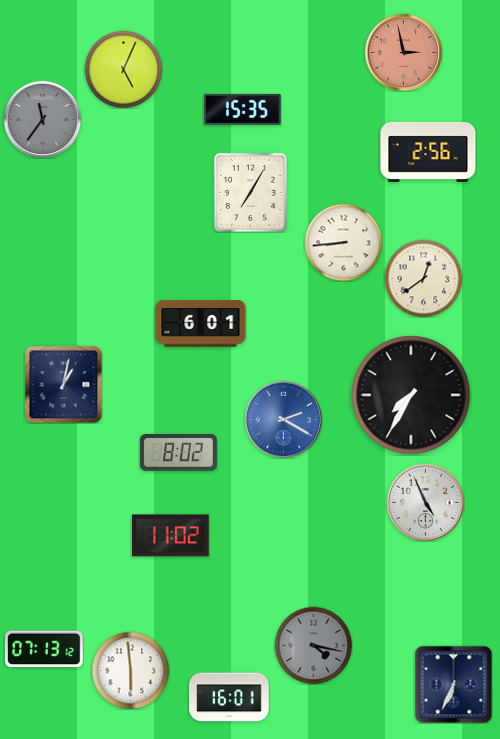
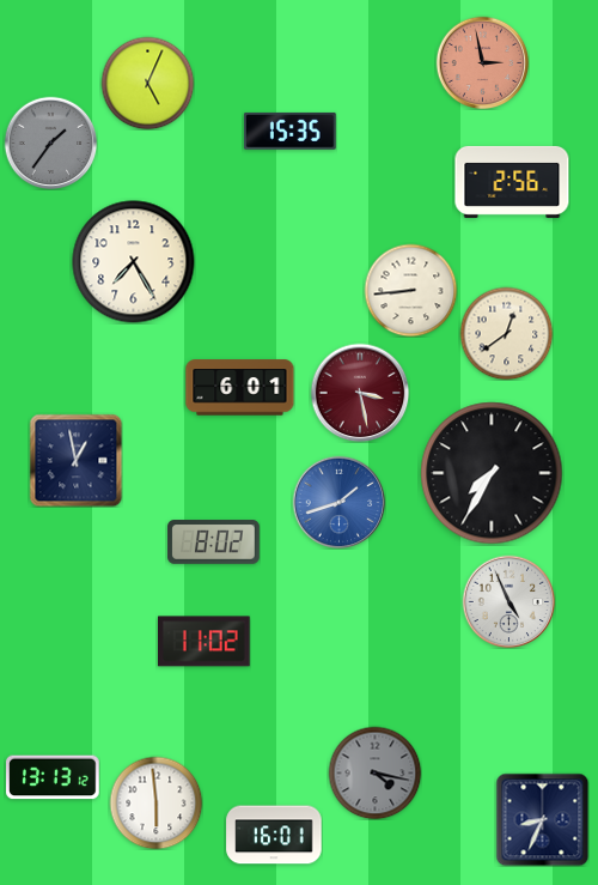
clock at (42, 119): 11:36 -> 1:36
clock at (251, 192): 7:05 -> none
clock at (134, 262): none -> 7:25
clock at (360, 393): none -> 3:28
clock at (63, 384): 1:02 -> 12:58
clock at (283, 419): 2:20 -> 1:42
clock at (45, 649): 07:13 -> 13:13
clock at (453, 684): 6:34 -> 8:34
